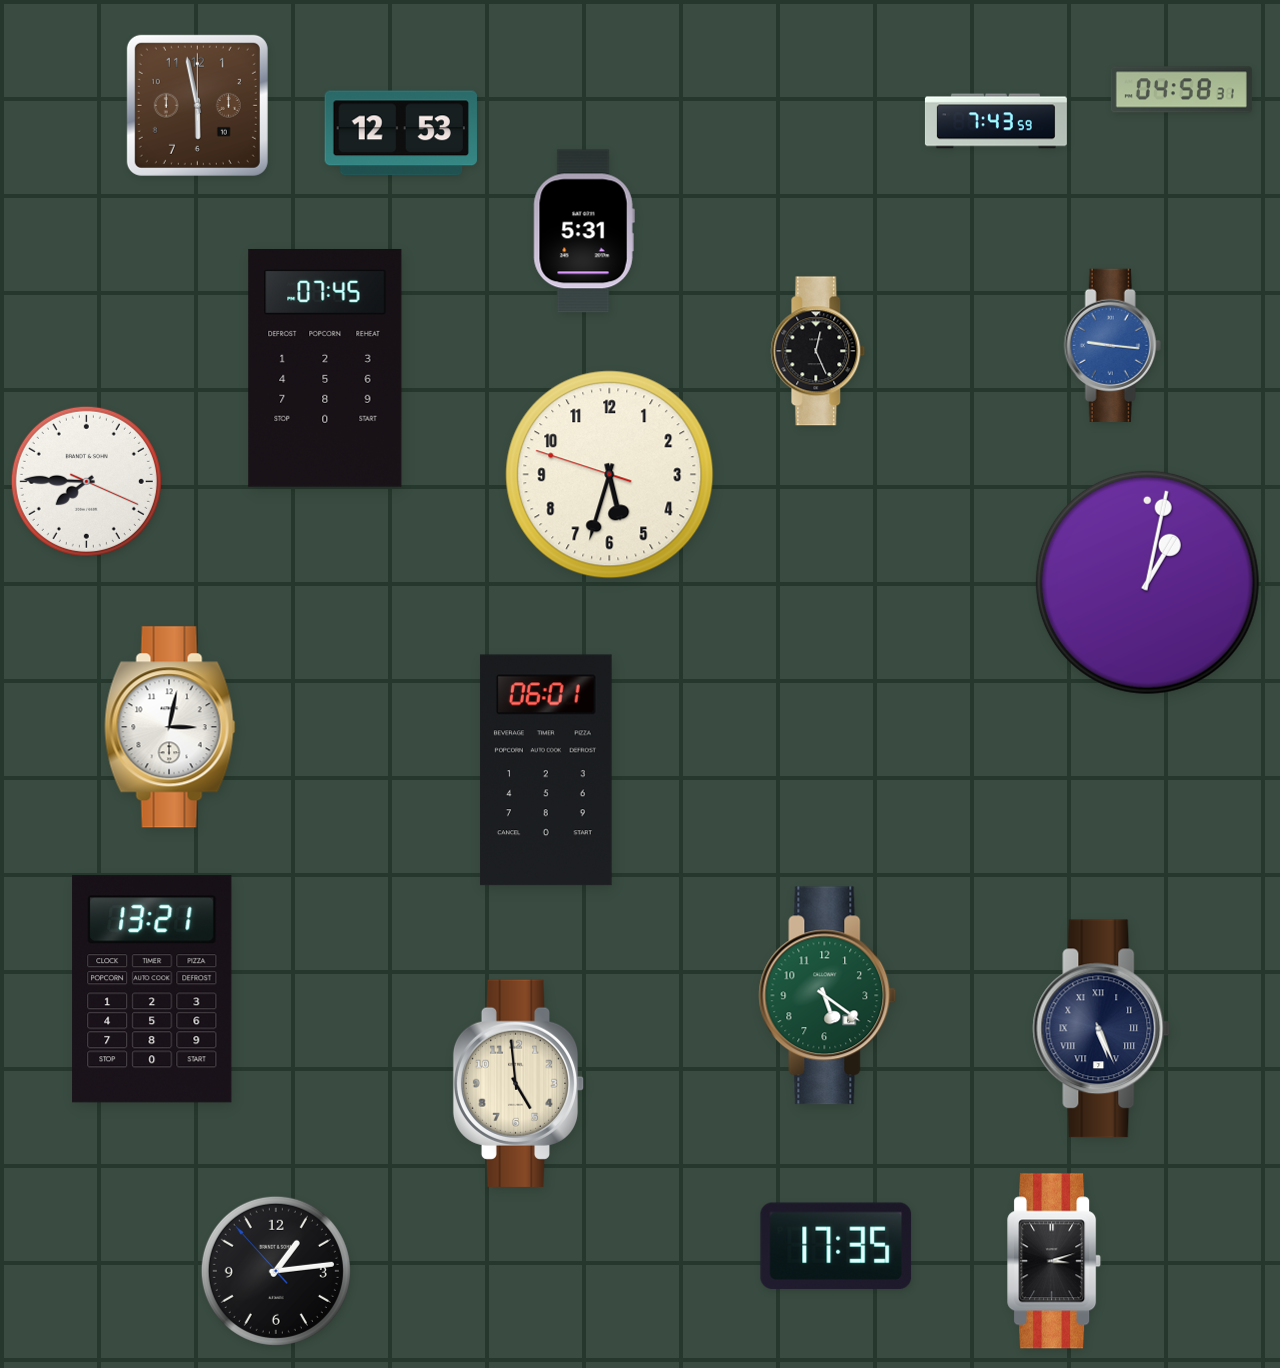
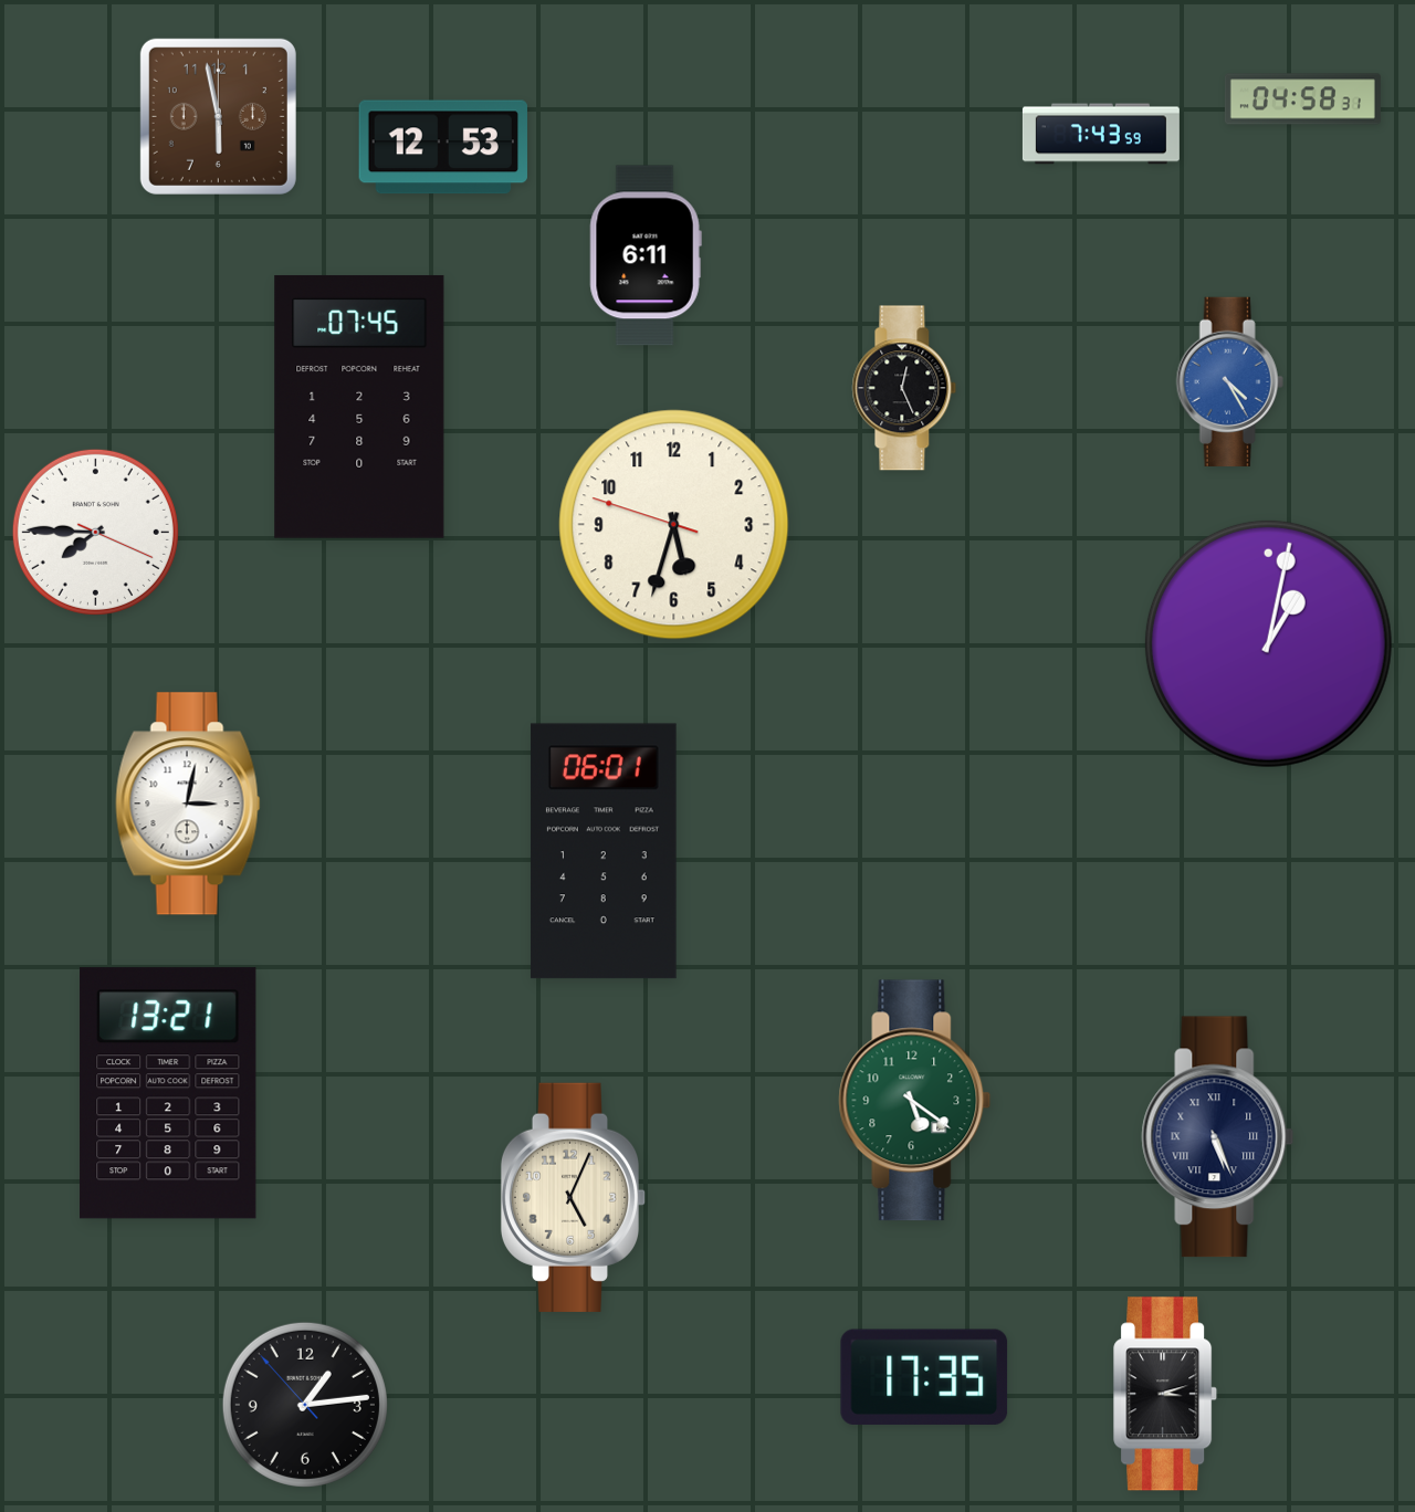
clock at (1181, 90) position: (1181, 90) -> (1302, 99)
clock at (584, 231): 5:31 -> 6:11
clock at (1112, 345): 9:16 -> 4:25
clock at (519, 1083): 4:59 -> 5:04
